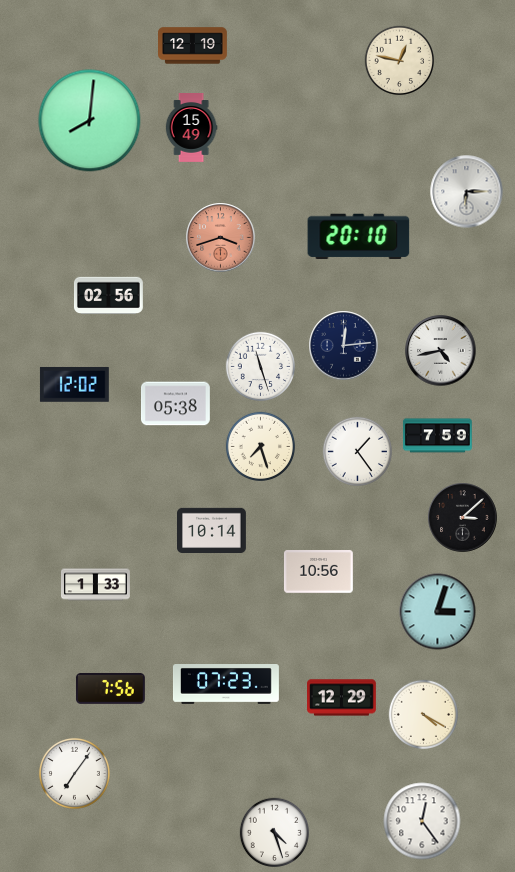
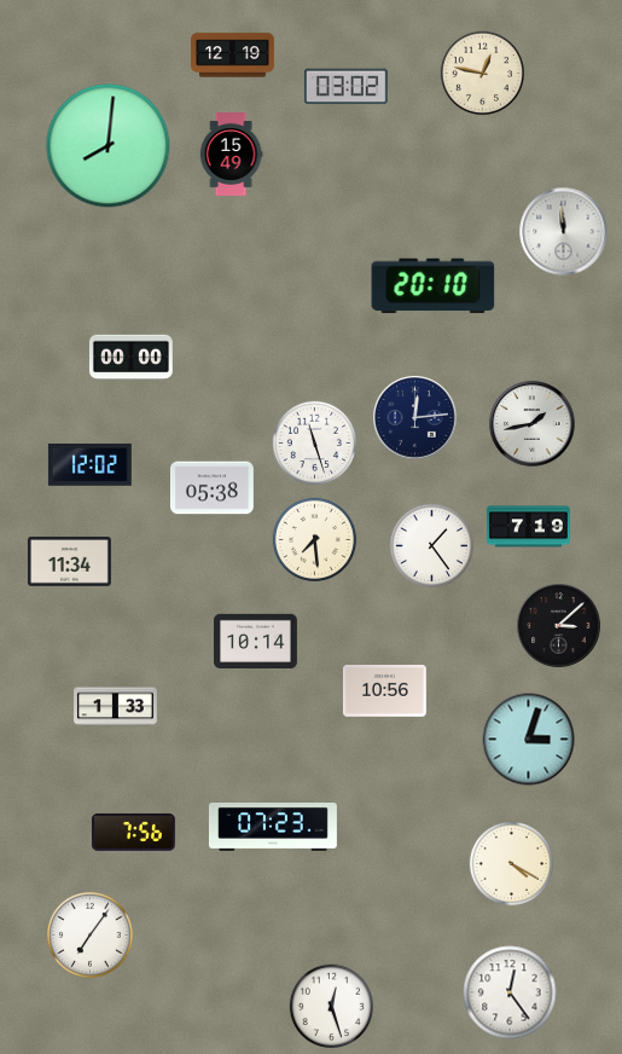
clock at (345, 87): none -> 03:02
clock at (467, 192): 6:15 -> 11:59
clock at (221, 238): 3:42 -> none
clock at (108, 296): 02:56 -> 00:00
clock at (441, 351): 4:43 -> 1:43
clock at (437, 436): 7:59 -> 7:19
clock at (260, 446): 7:27 -> 7:29
clock at (70, 562): none -> 11:34
clock at (342, 698): 12:29 -> none
clock at (274, 832): 4:27 -> 12:27
